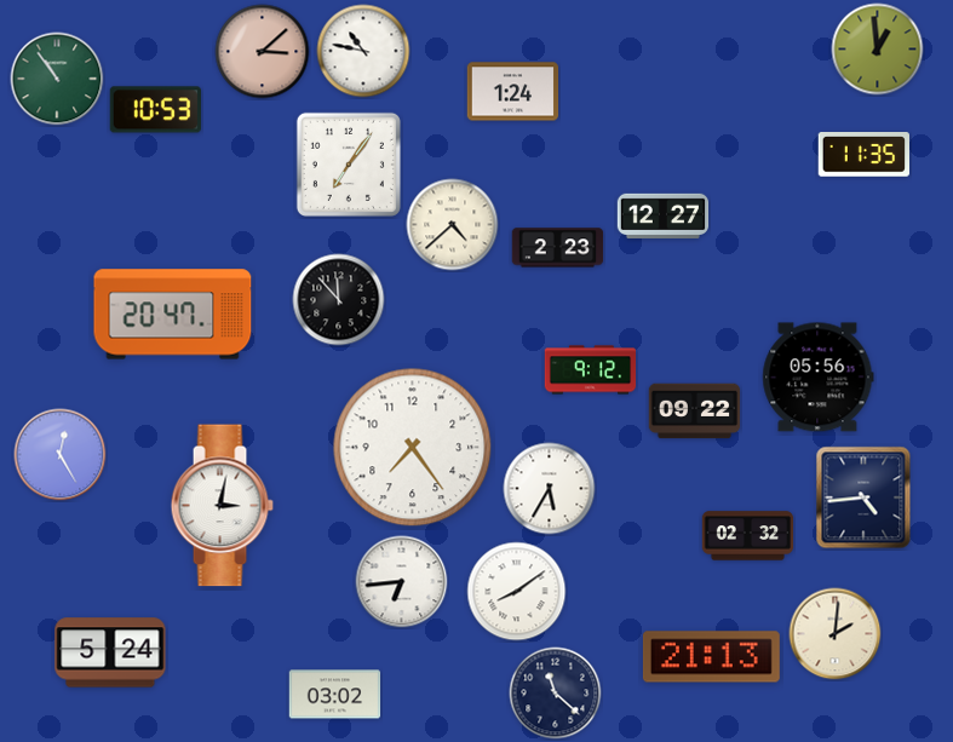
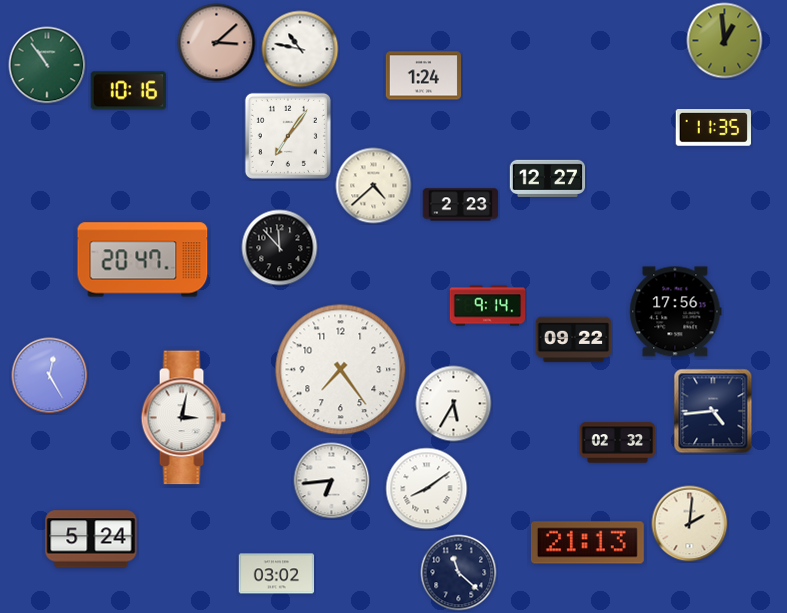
clock at (363, 51) position: (363, 51) -> (300, 49)
clock at (155, 110): 10:53 -> 10:16
clock at (591, 370): 9:12 -> 9:14
clock at (819, 378): 05:56 -> 17:56
